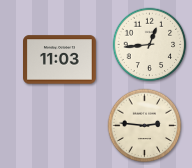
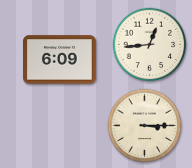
clock at (60, 60): 11:03 -> 6:09
clock at (145, 126): 2:46 -> 3:15
